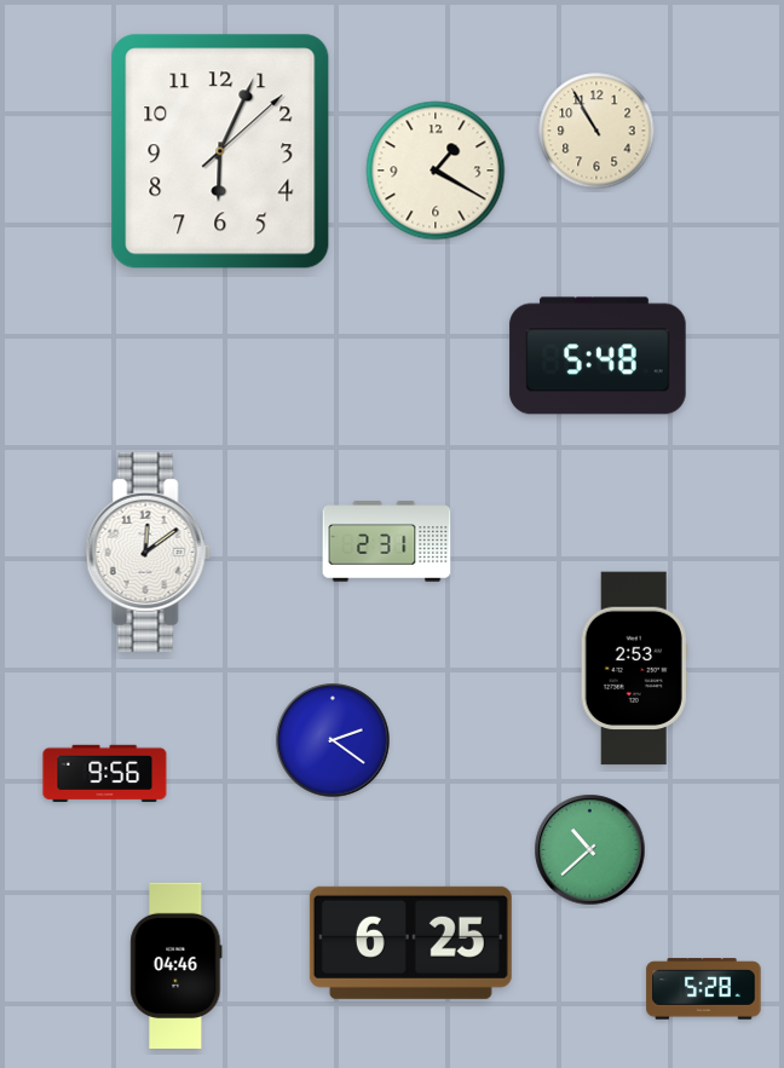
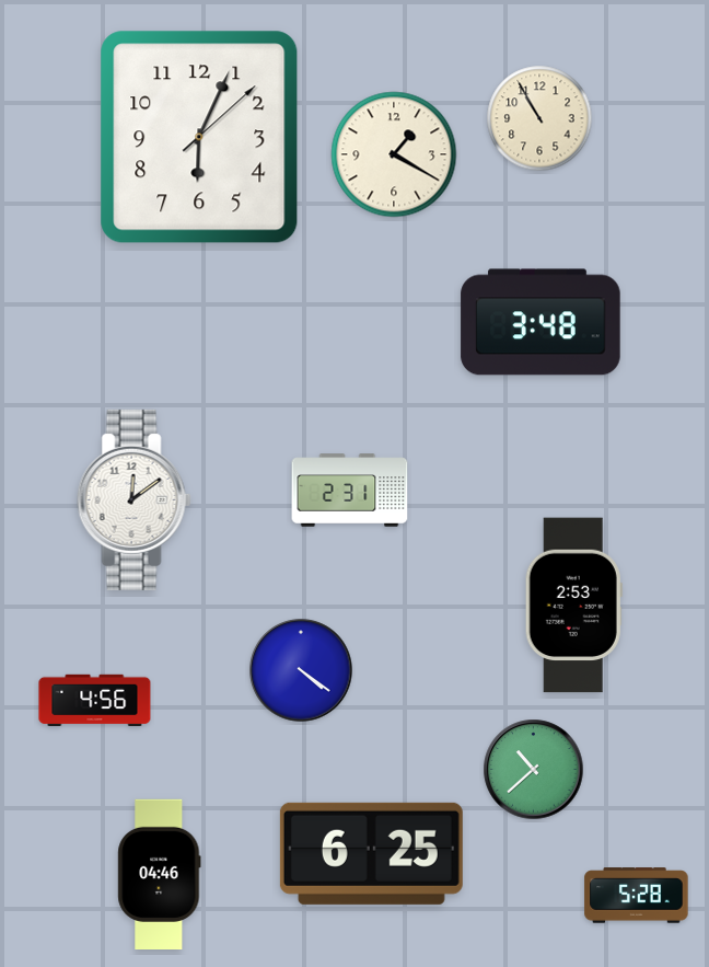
clock at (598, 356): 5:48 -> 3:48
clock at (333, 740): 2:21 -> 4:21
clock at (105, 774): 9:56 -> 4:56
